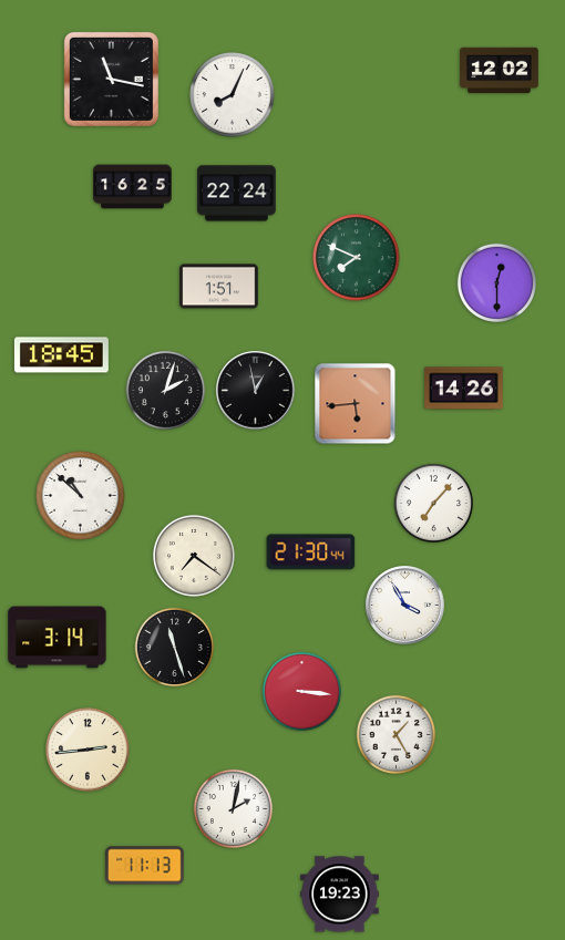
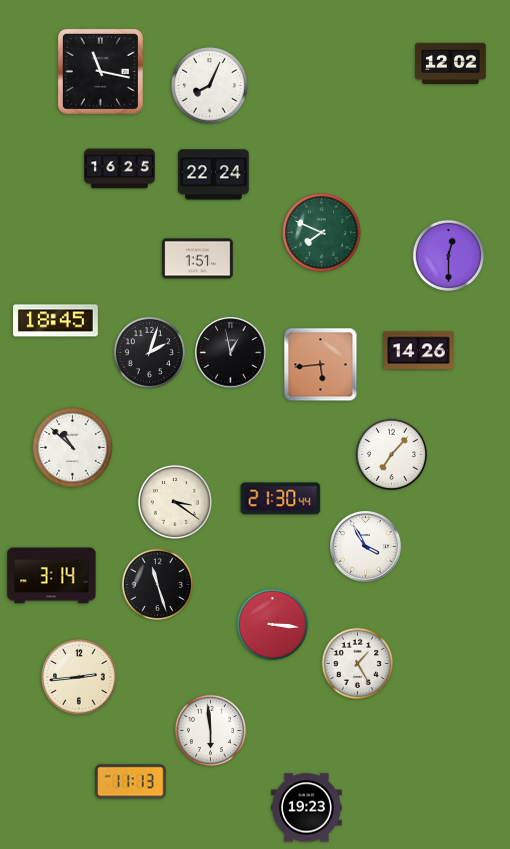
clock at (194, 556): 7:21 -> 3:21
clock at (233, 808): 2:02 -> 5:59
